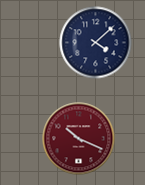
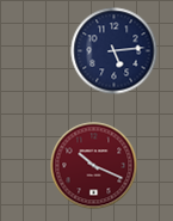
clock at (96, 43): 4:08 -> 5:14
